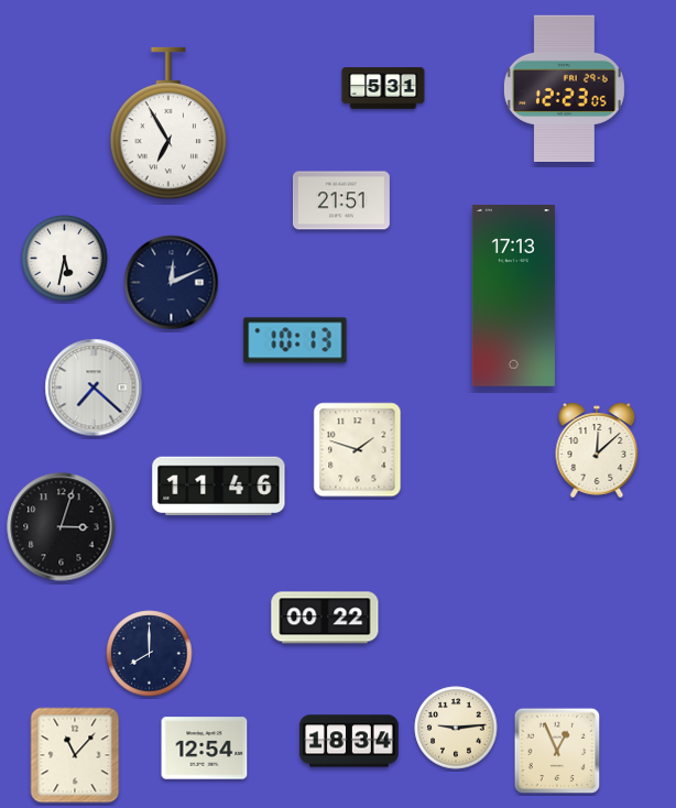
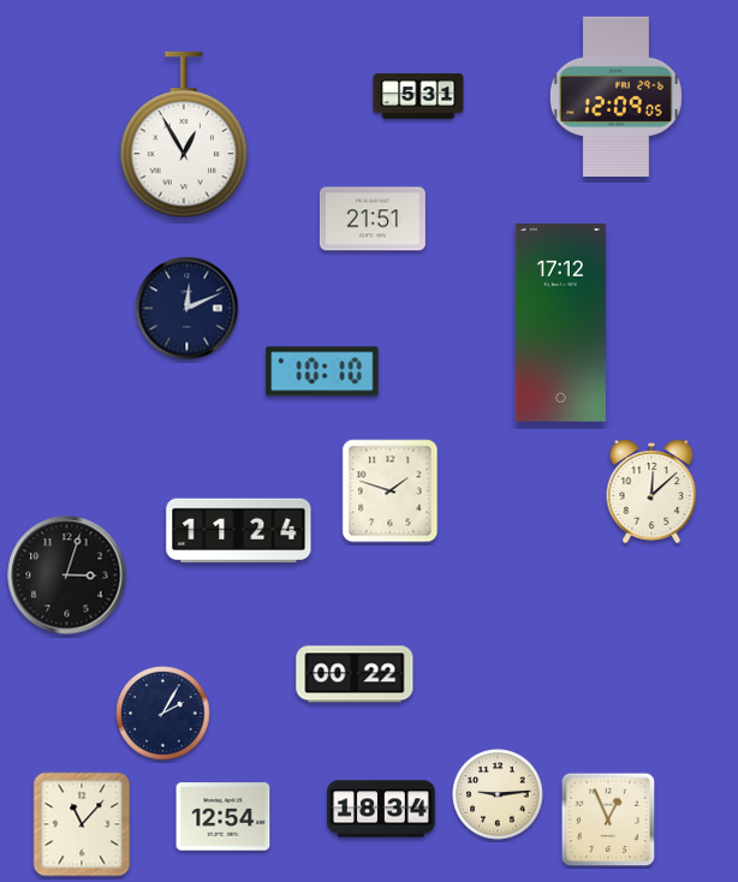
clock at (564, 88): 12:23 -> 12:09
clock at (168, 123): 6:55 -> 12:55
clock at (65, 259): 5:32 -> none
clock at (513, 296): 17:13 -> 17:12
clock at (295, 340): 10:13 -> 10:10
clock at (94, 387): 7:22 -> none
clock at (219, 487): 11:46 -> 11:24
clock at (150, 654): 8:00 -> 2:05
